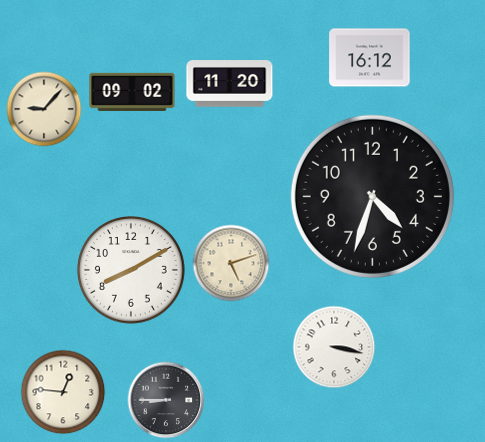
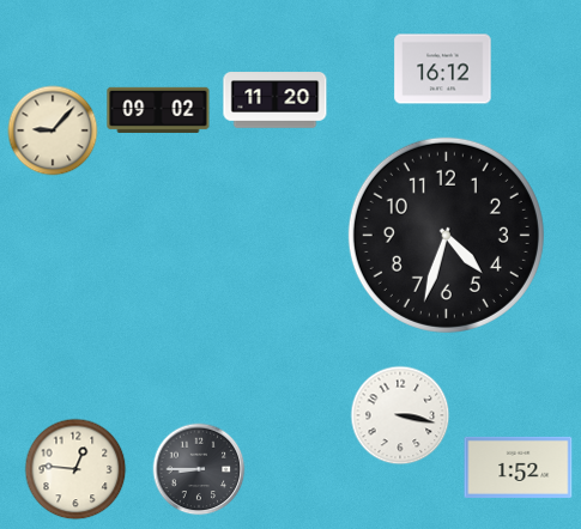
clock at (231, 263): 5:12 -> none
clock at (132, 271): 8:10 -> none
clock at (519, 467): none -> 1:52
clock at (166, 400) position: (166, 400) -> (199, 469)
